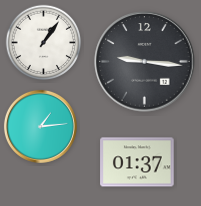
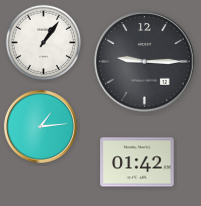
clock at (145, 62): 9:16 -> 9:15
clock at (137, 162): 01:37 -> 01:42
